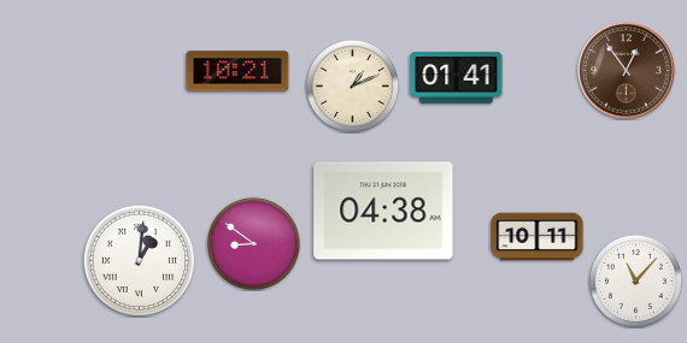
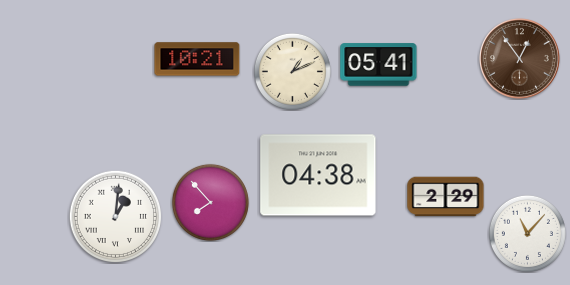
clock at (457, 78): 01:41 -> 05:41
clock at (538, 237): 10:11 -> 2:29
clock at (253, 243): 8:51 -> 7:53
